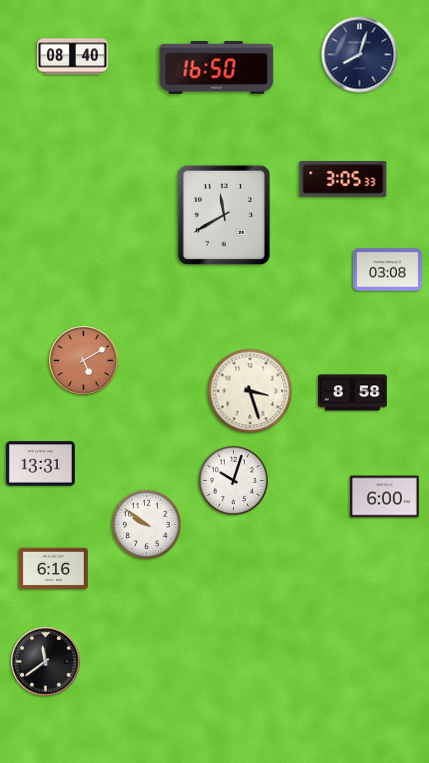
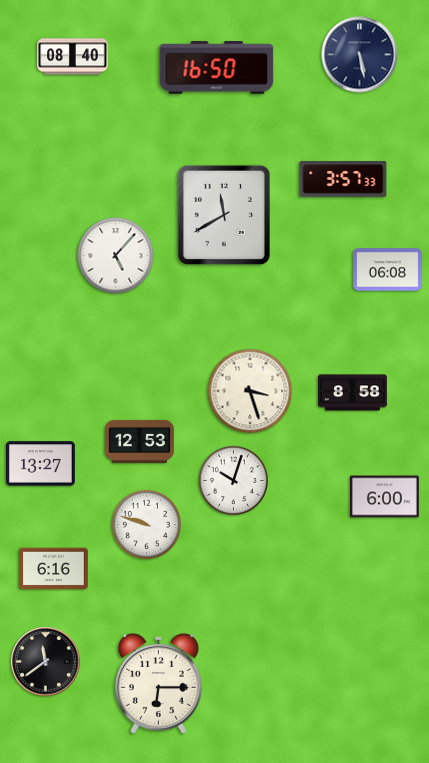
clock at (360, 55): 8:03 -> 5:28
clock at (343, 179): 3:05 -> 3:57
clock at (116, 256): none -> 5:07
clock at (388, 270): 03:08 -> 06:08
clock at (84, 361): 5:10 -> none
clock at (140, 441): none -> 12:53
clock at (41, 464): 13:31 -> 13:27
clock at (146, 524): 9:51 -> 9:48
clock at (158, 684): none -> 6:15
